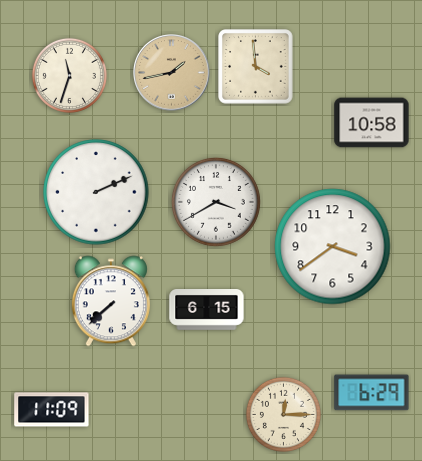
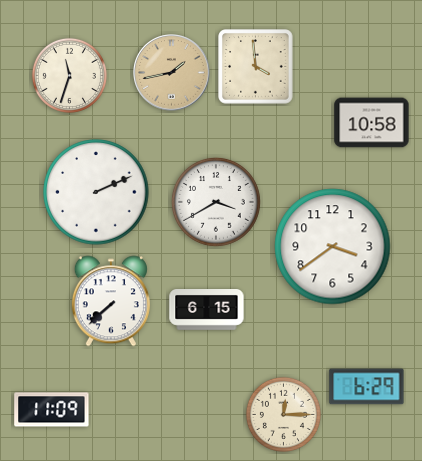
clock at (372, 393) position: (372, 393) -> (367, 387)
